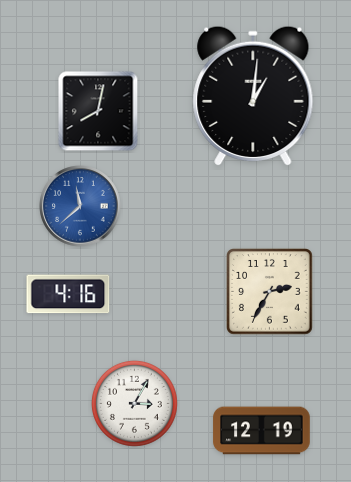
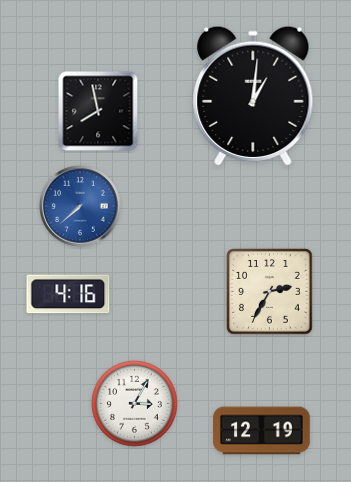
clock at (98, 111): 8:02 -> 7:58
clock at (80, 206): 11:38 -> 7:38
